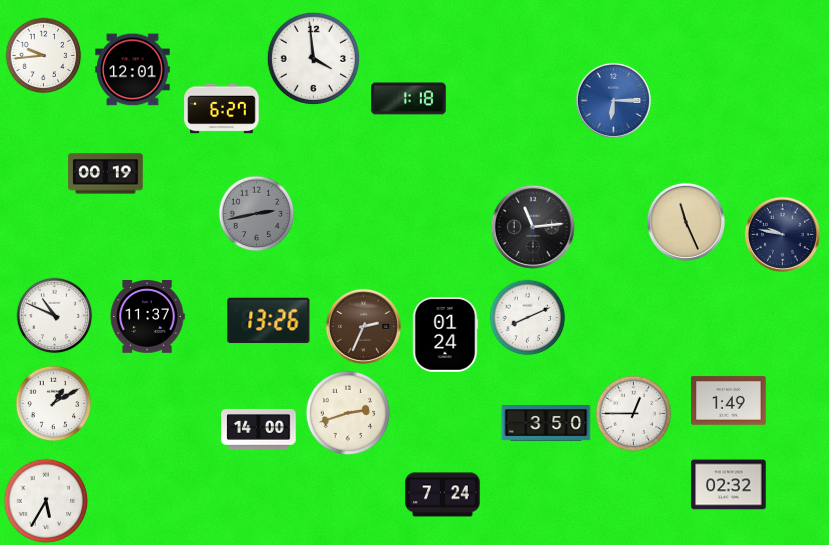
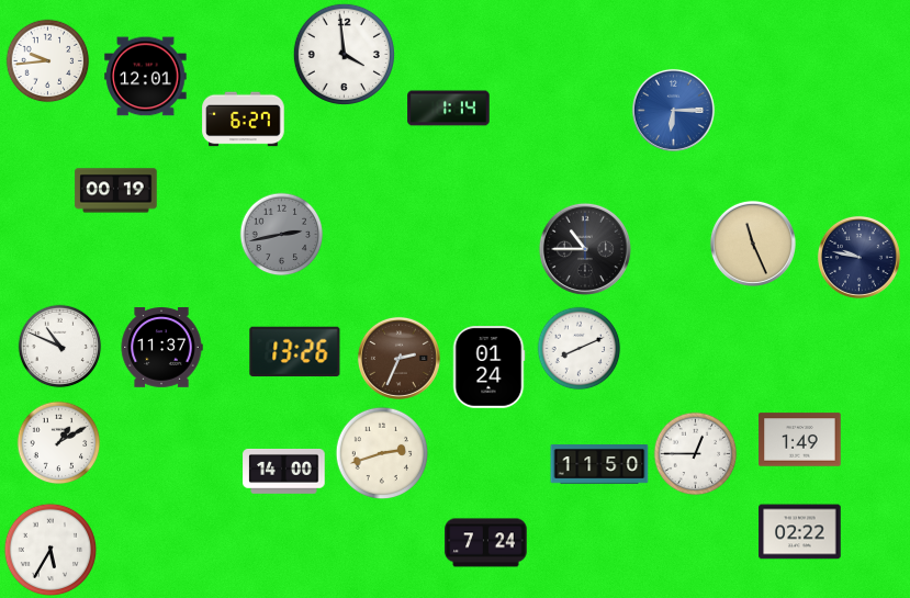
clock at (313, 58) position: (313, 58) -> (344, 54)
clock at (409, 99): 1:18 -> 1:14
clock at (533, 227): 11:14 -> 10:45
clock at (546, 424): 3:50 -> 11:50
clock at (729, 485): 02:32 -> 02:22
